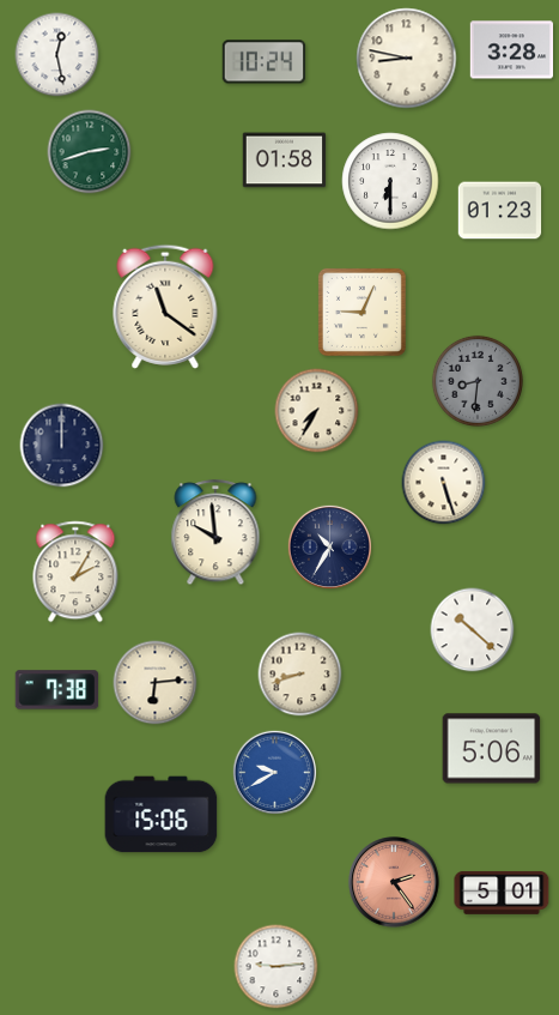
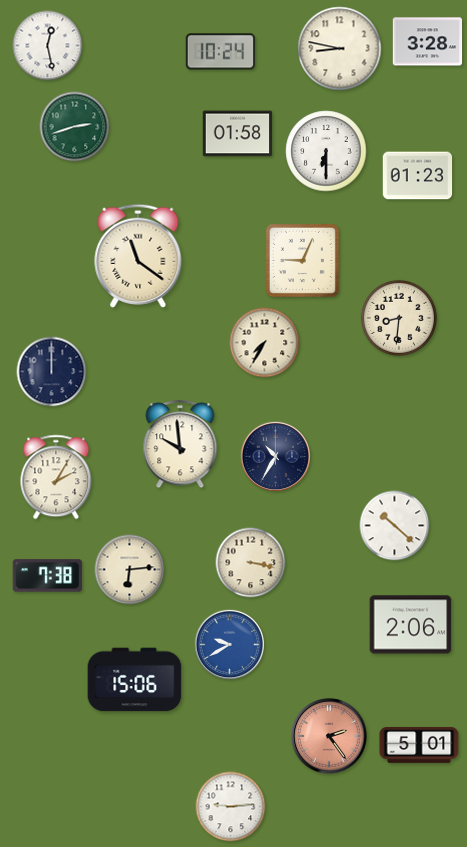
clock at (478, 381) dial: grey -> cream
clock at (444, 483): 5:27 -> none
clock at (75, 572) position: (75, 572) -> (56, 477)
clock at (300, 675): 8:42 -> 3:17
clock at (492, 749): 5:06 -> 2:06
